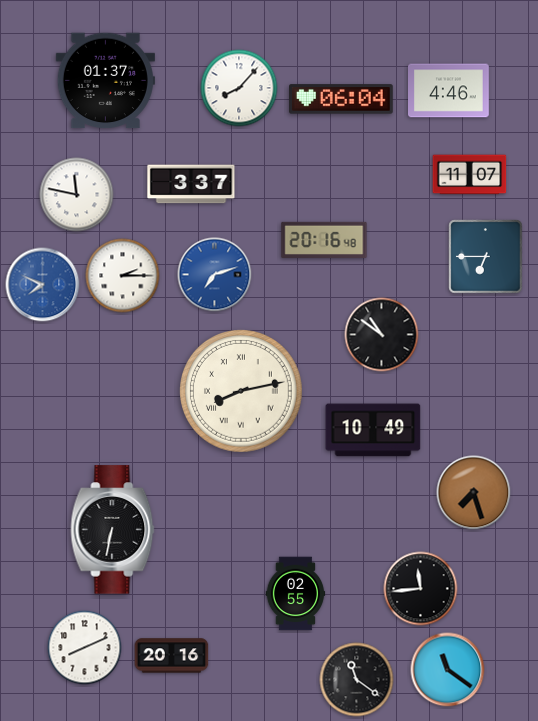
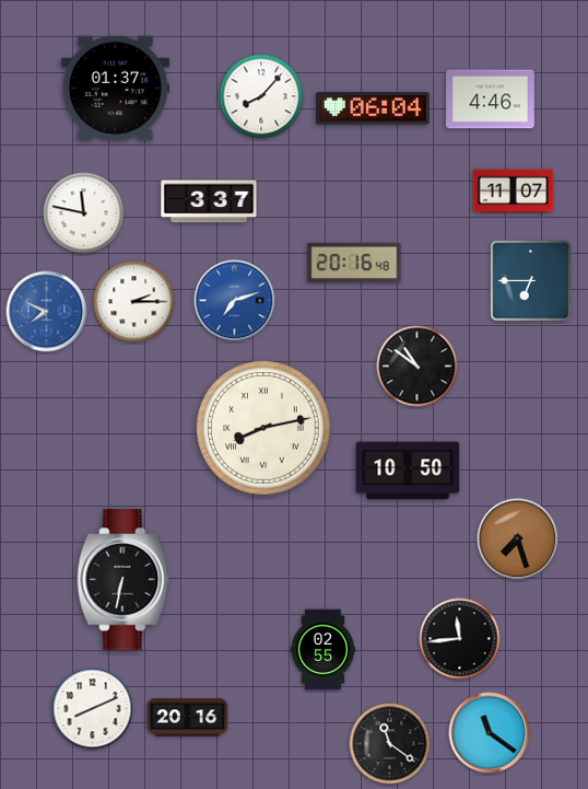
clock at (373, 430): 10:49 -> 10:50
clock at (421, 589) position: (421, 589) -> (460, 639)
